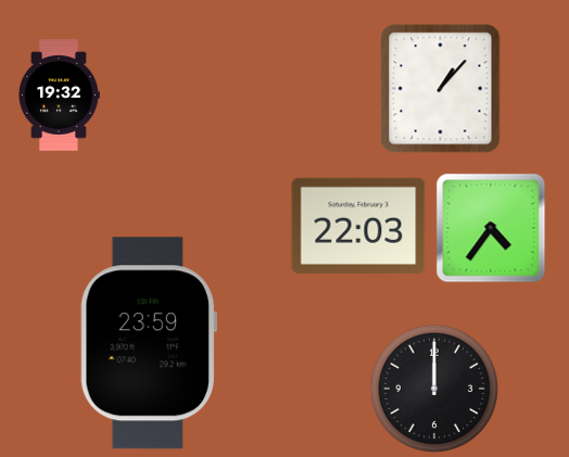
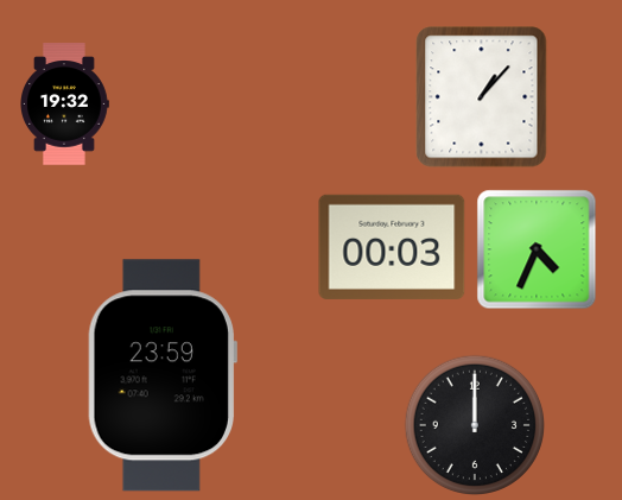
clock at (358, 226): 22:03 -> 00:03
clock at (491, 228): 4:36 -> 4:34
